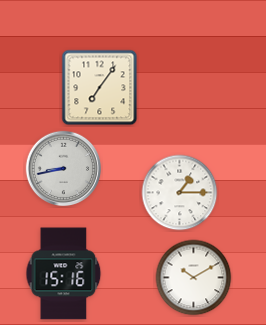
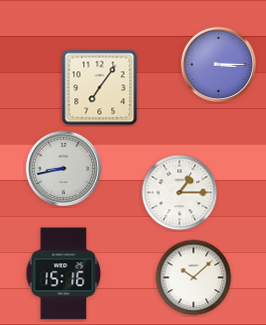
clock at (219, 65): none -> 3:15
clock at (194, 278): 10:10 -> 10:08
